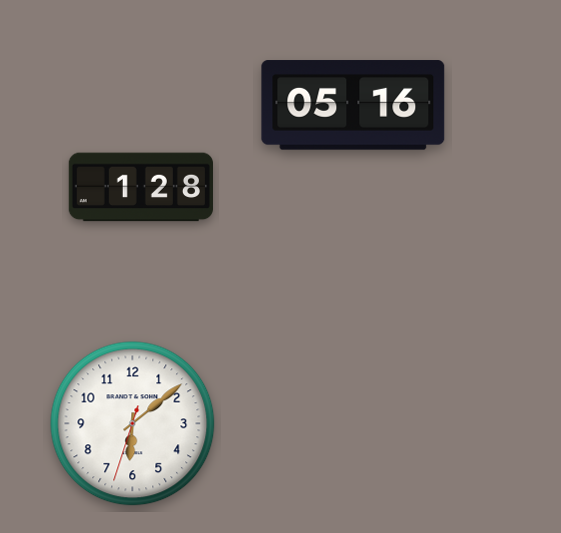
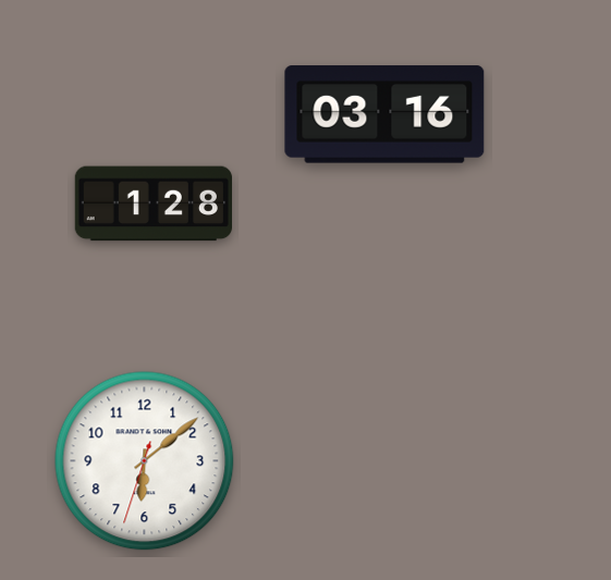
clock at (353, 105): 05:16 -> 03:16
